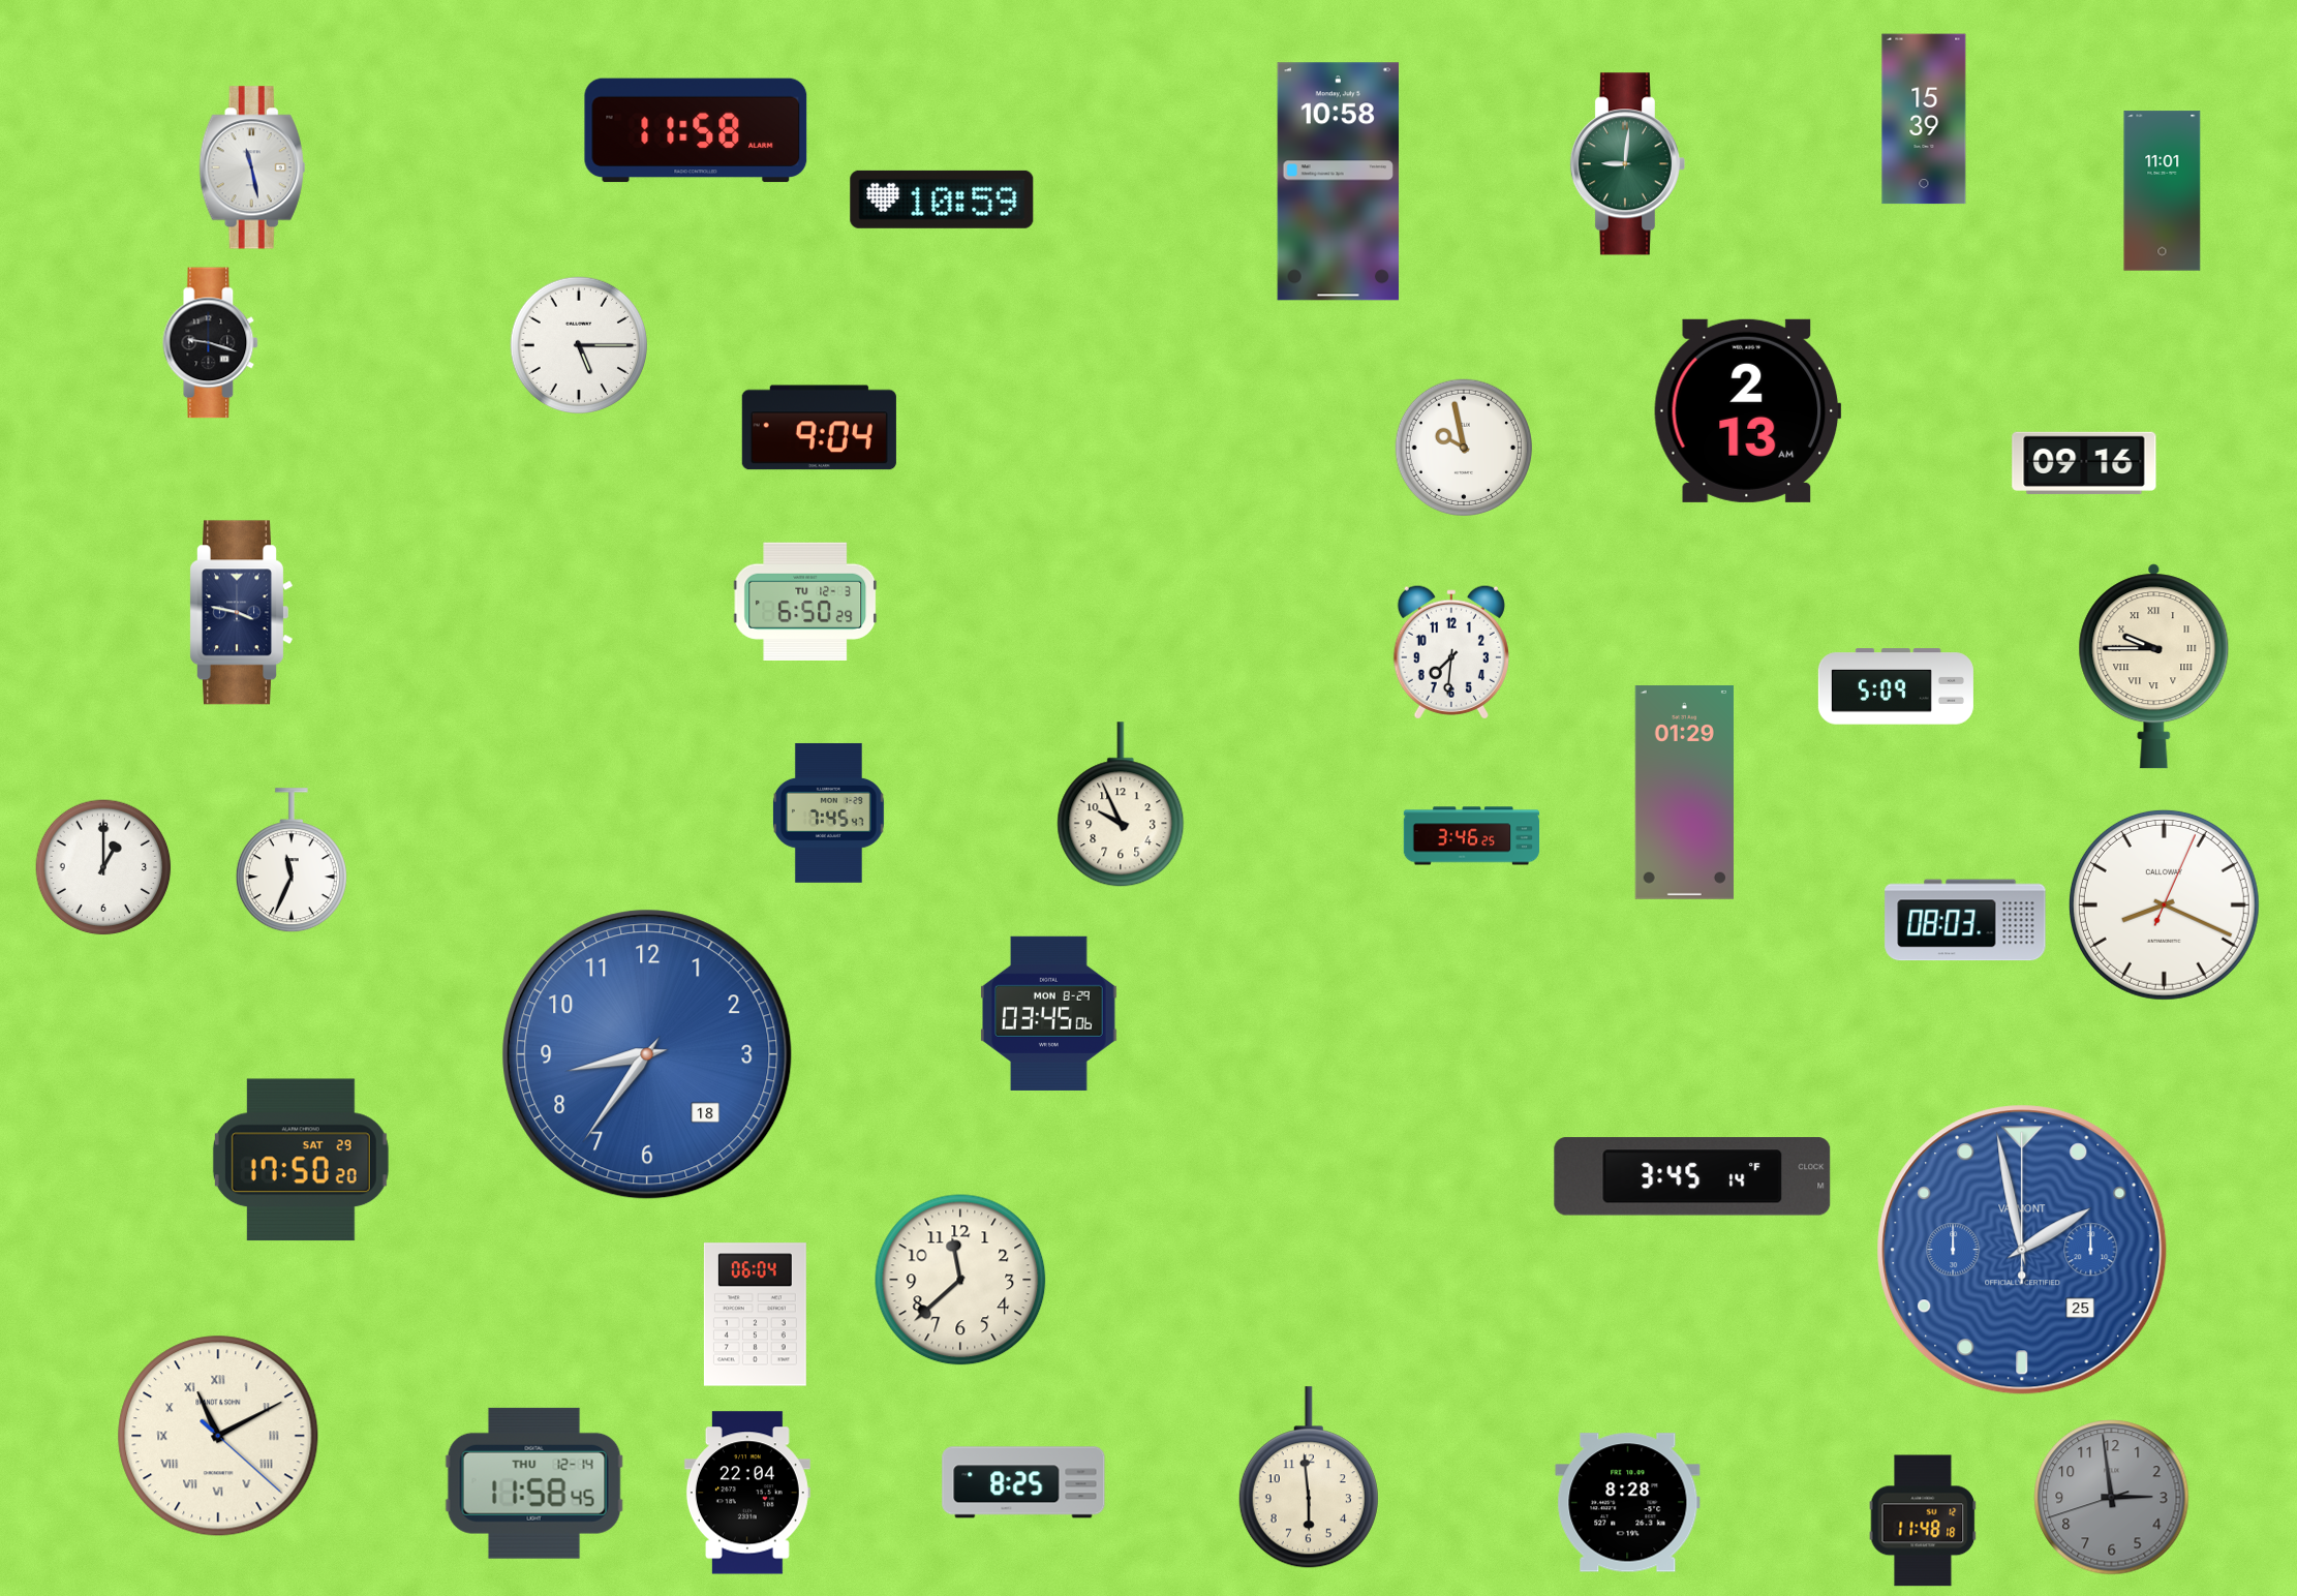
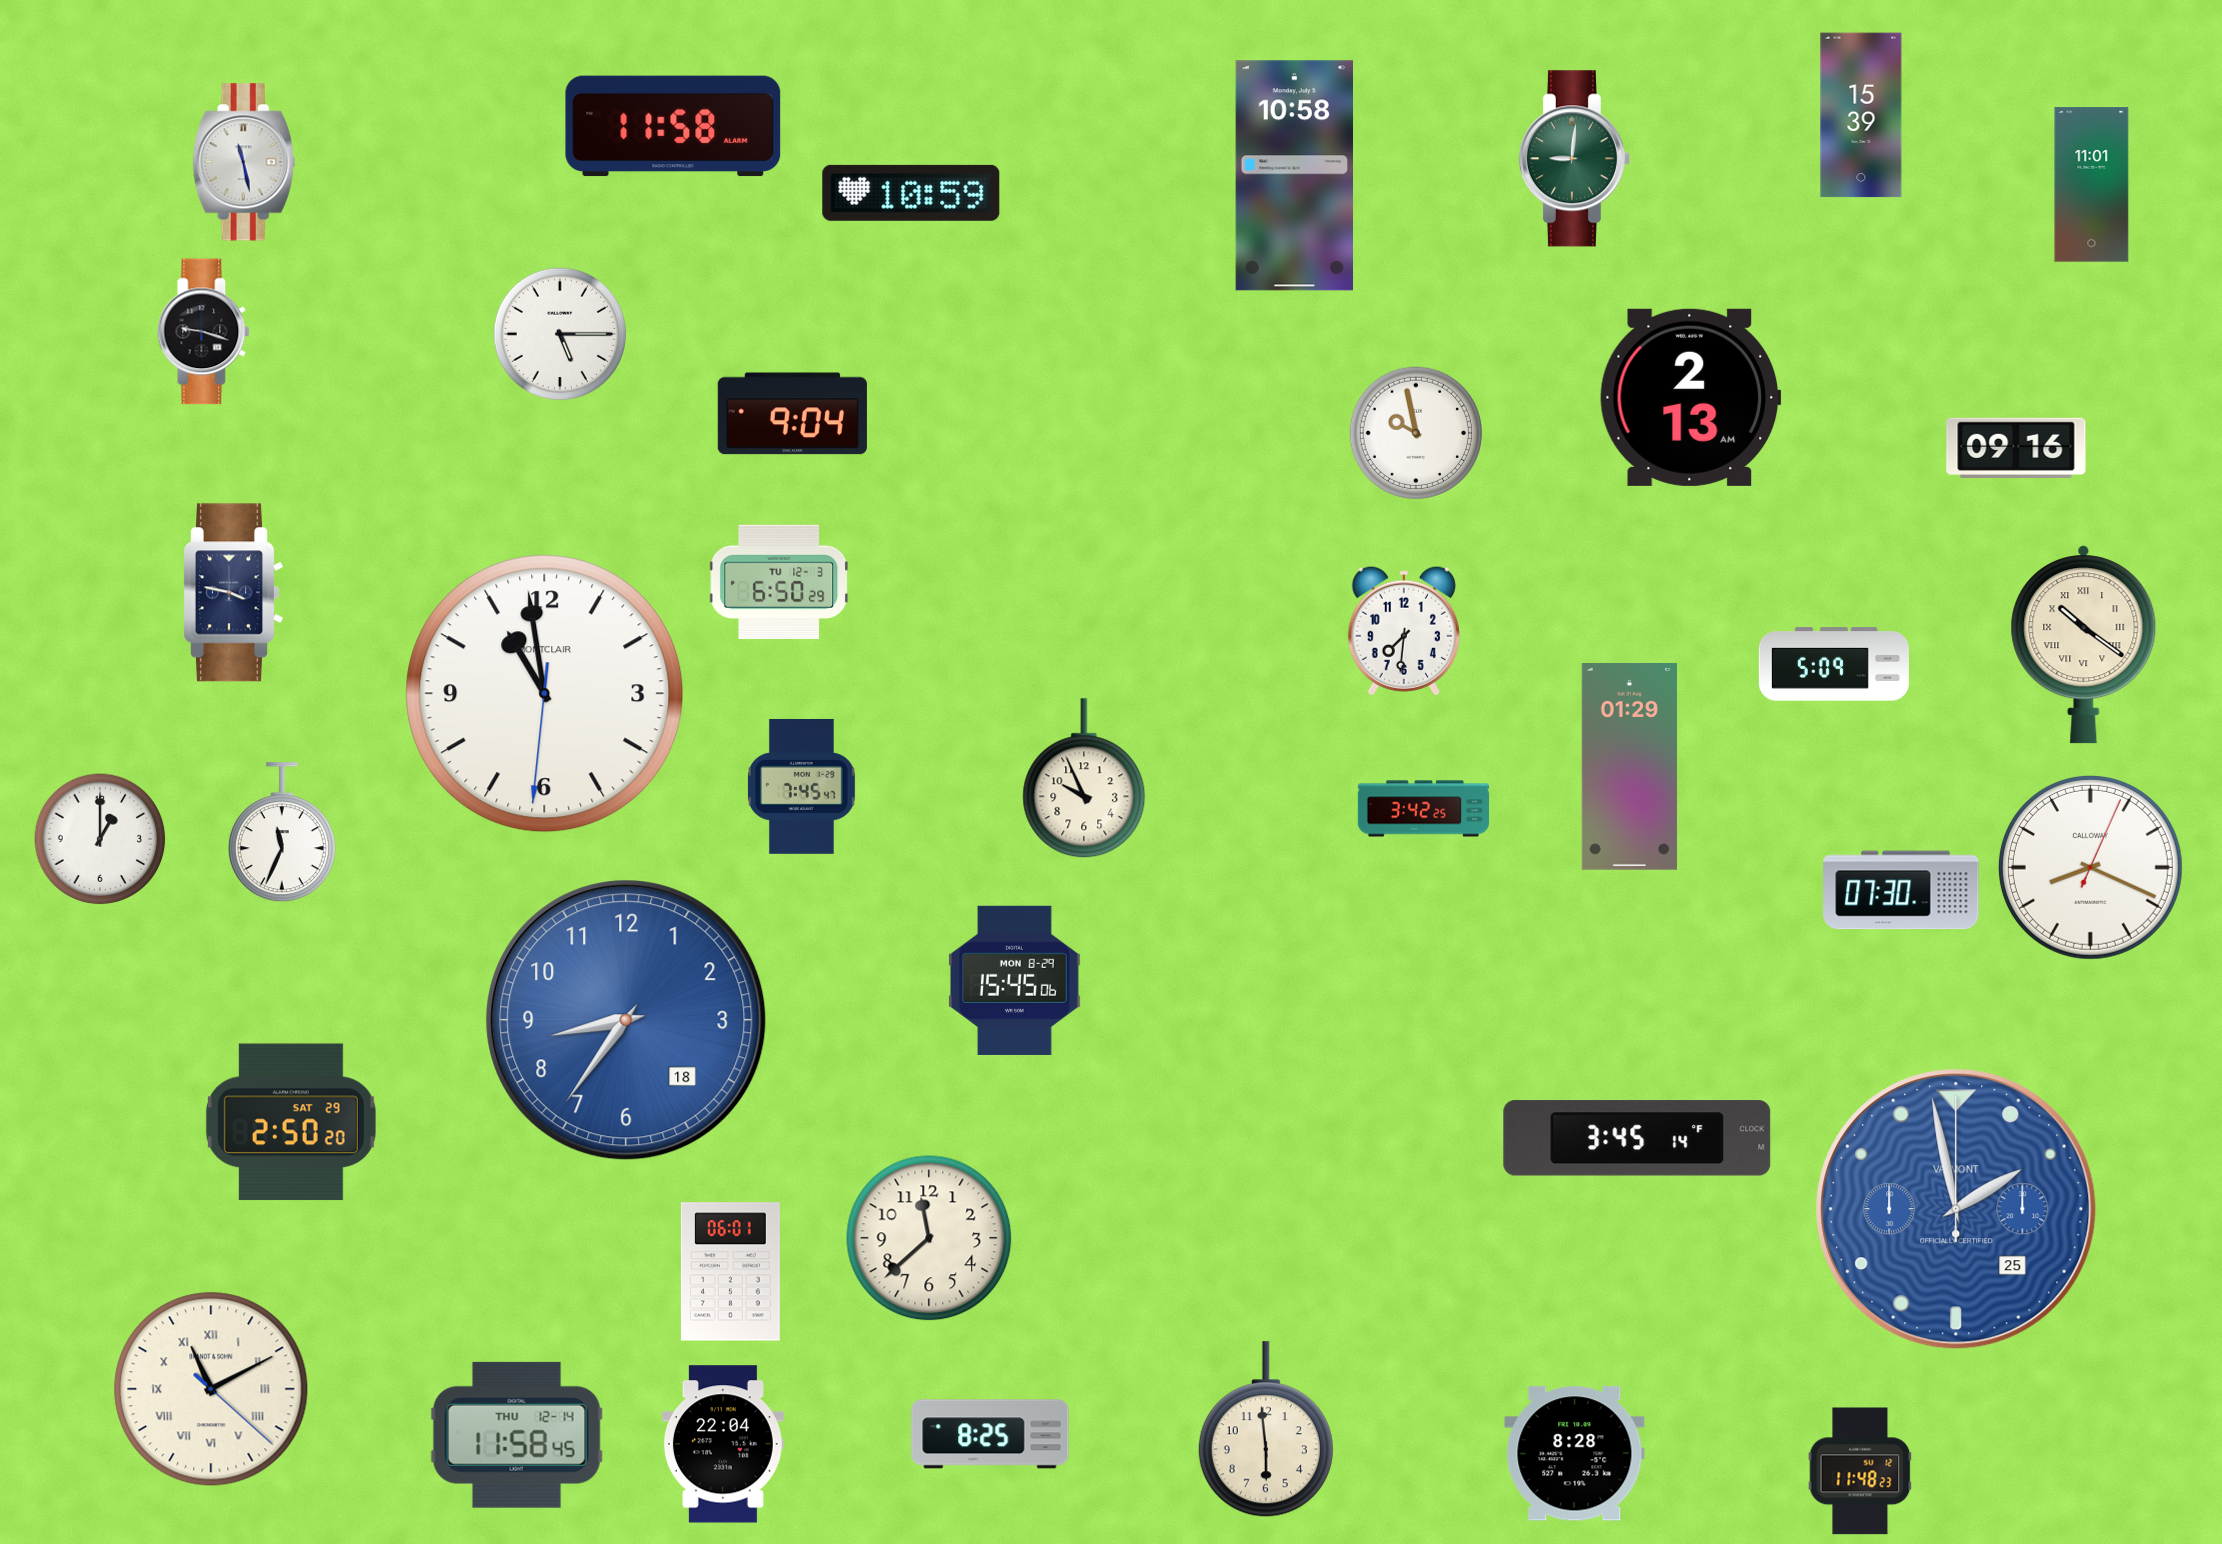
clock at (2154, 667): 9:45 -> 10:21
clock at (545, 694): none -> 10:58
clock at (1472, 836): 3:46 -> 3:42
clock at (2164, 904) position: (2164, 904) -> (2090, 867)
clock at (1965, 920): 08:03 -> 07:30
clock at (1049, 1013): 03:45 -> 15:45
clock at (301, 1160): 17:50 -> 2:50
clock at (755, 1315): 06:04 -> 06:01
clock at (2112, 1498): 2:58 -> none
clock at (1923, 1521): 11:48:18 -> 11:48:23
